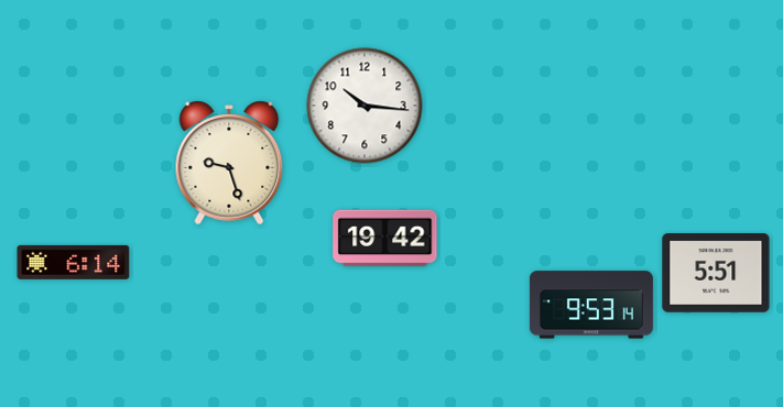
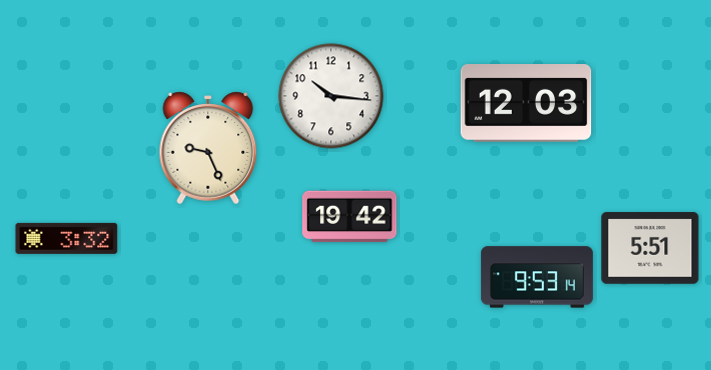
clock at (526, 104): none -> 12:03
clock at (229, 163): 9:27 -> 9:26
clock at (74, 262): 6:14 -> 3:32
